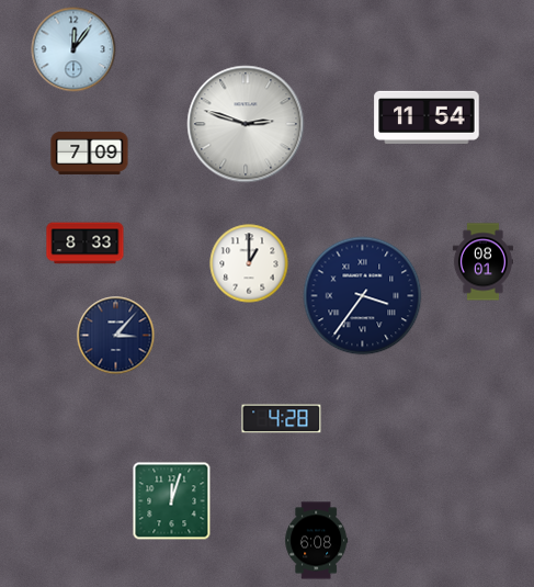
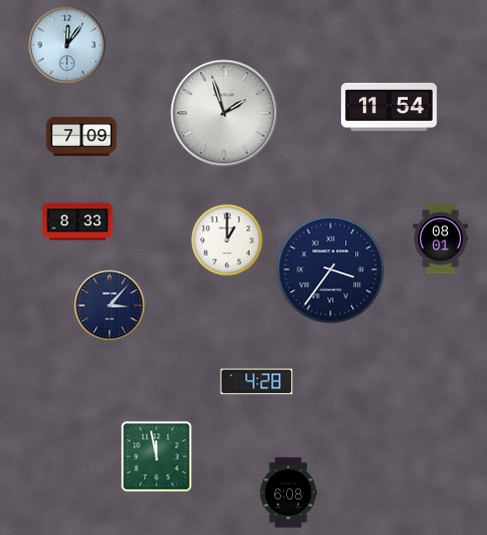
clock at (246, 124): 2:48 -> 1:57
clock at (90, 153) position: (90, 153) -> (82, 136)
clock at (116, 336) position: (116, 336) -> (110, 306)
clock at (172, 501): 12:03 -> 11:58
